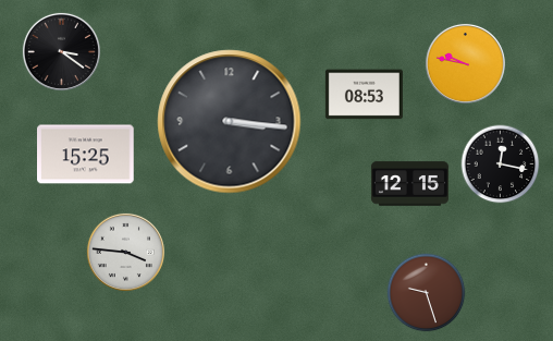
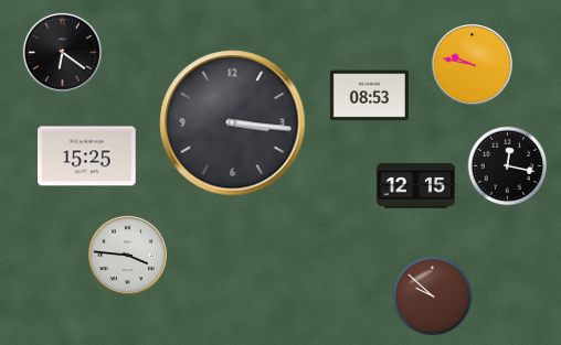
clock at (61, 51): 3:21 -> 6:21
clock at (427, 293): 9:27 -> 9:52
